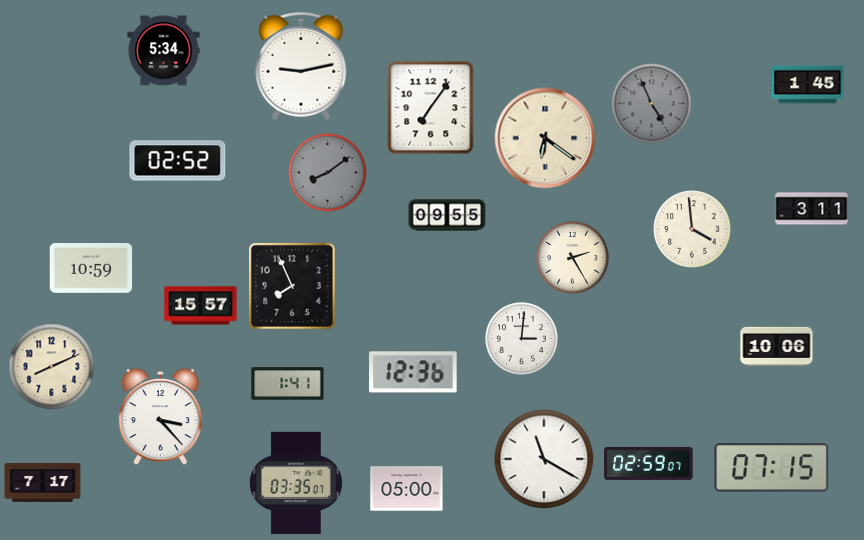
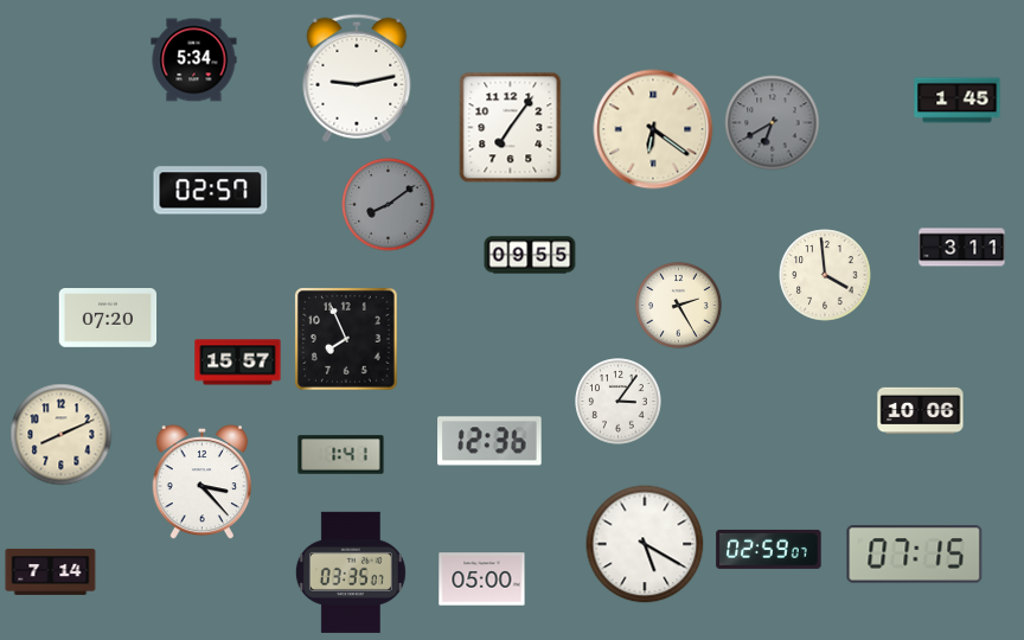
clock at (652, 104): 4:56 -> 6:40
clock at (545, 138) position: (545, 138) -> (653, 129)
clock at (178, 161): 02:52 -> 02:57
clock at (692, 229) position: (692, 229) -> (825, 275)
clock at (91, 269): 10:59 -> 07:20
clock at (522, 339): 3:01 -> 3:06
clock at (161, 417) position: (161, 417) -> (203, 482)
clock at (544, 459): 11:20 -> 5:20
clock at (43, 482): 7:17 -> 7:14
